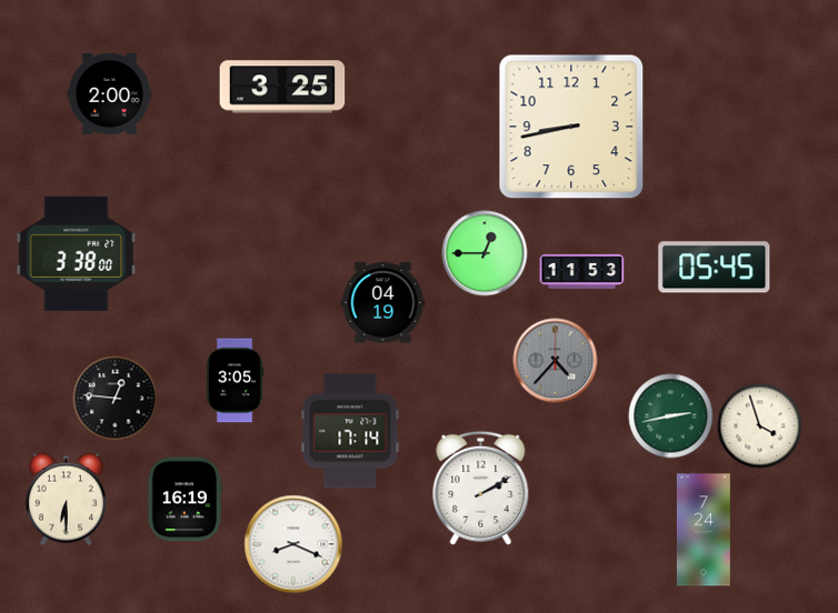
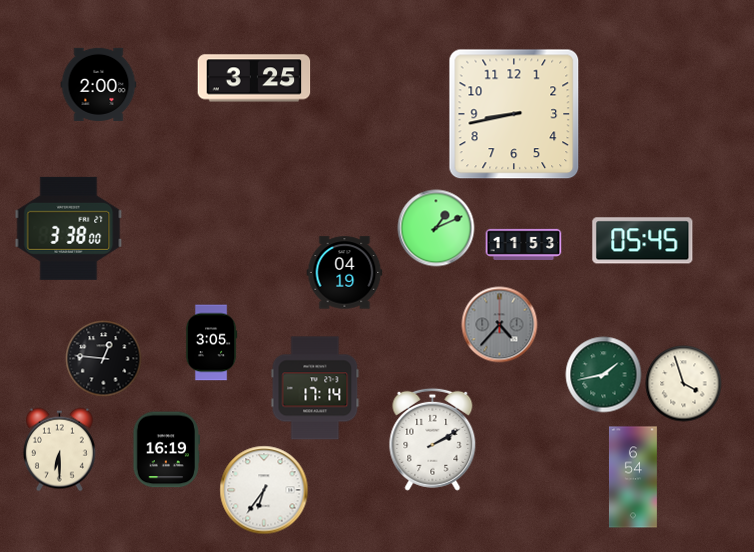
clock at (485, 253): 12:45 -> 1:11
clock at (671, 416): 2:43 -> 1:43
clock at (704, 530): 7:24 -> 6:54
clock at (293, 544): 8:19 -> 6:36
